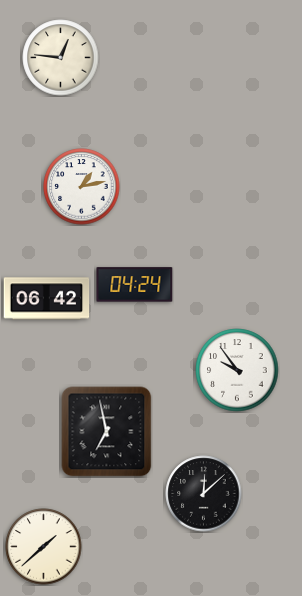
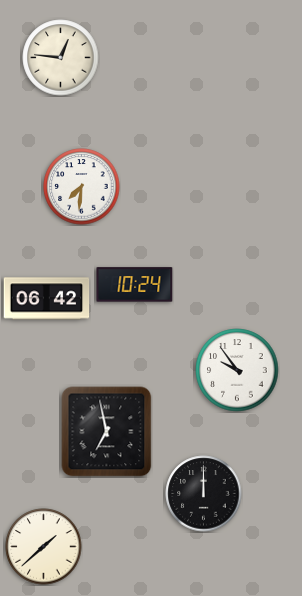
clock at (82, 187): 1:13 -> 7:31
clock at (135, 285): 04:24 -> 10:24
clock at (204, 494): 12:08 -> 12:00
